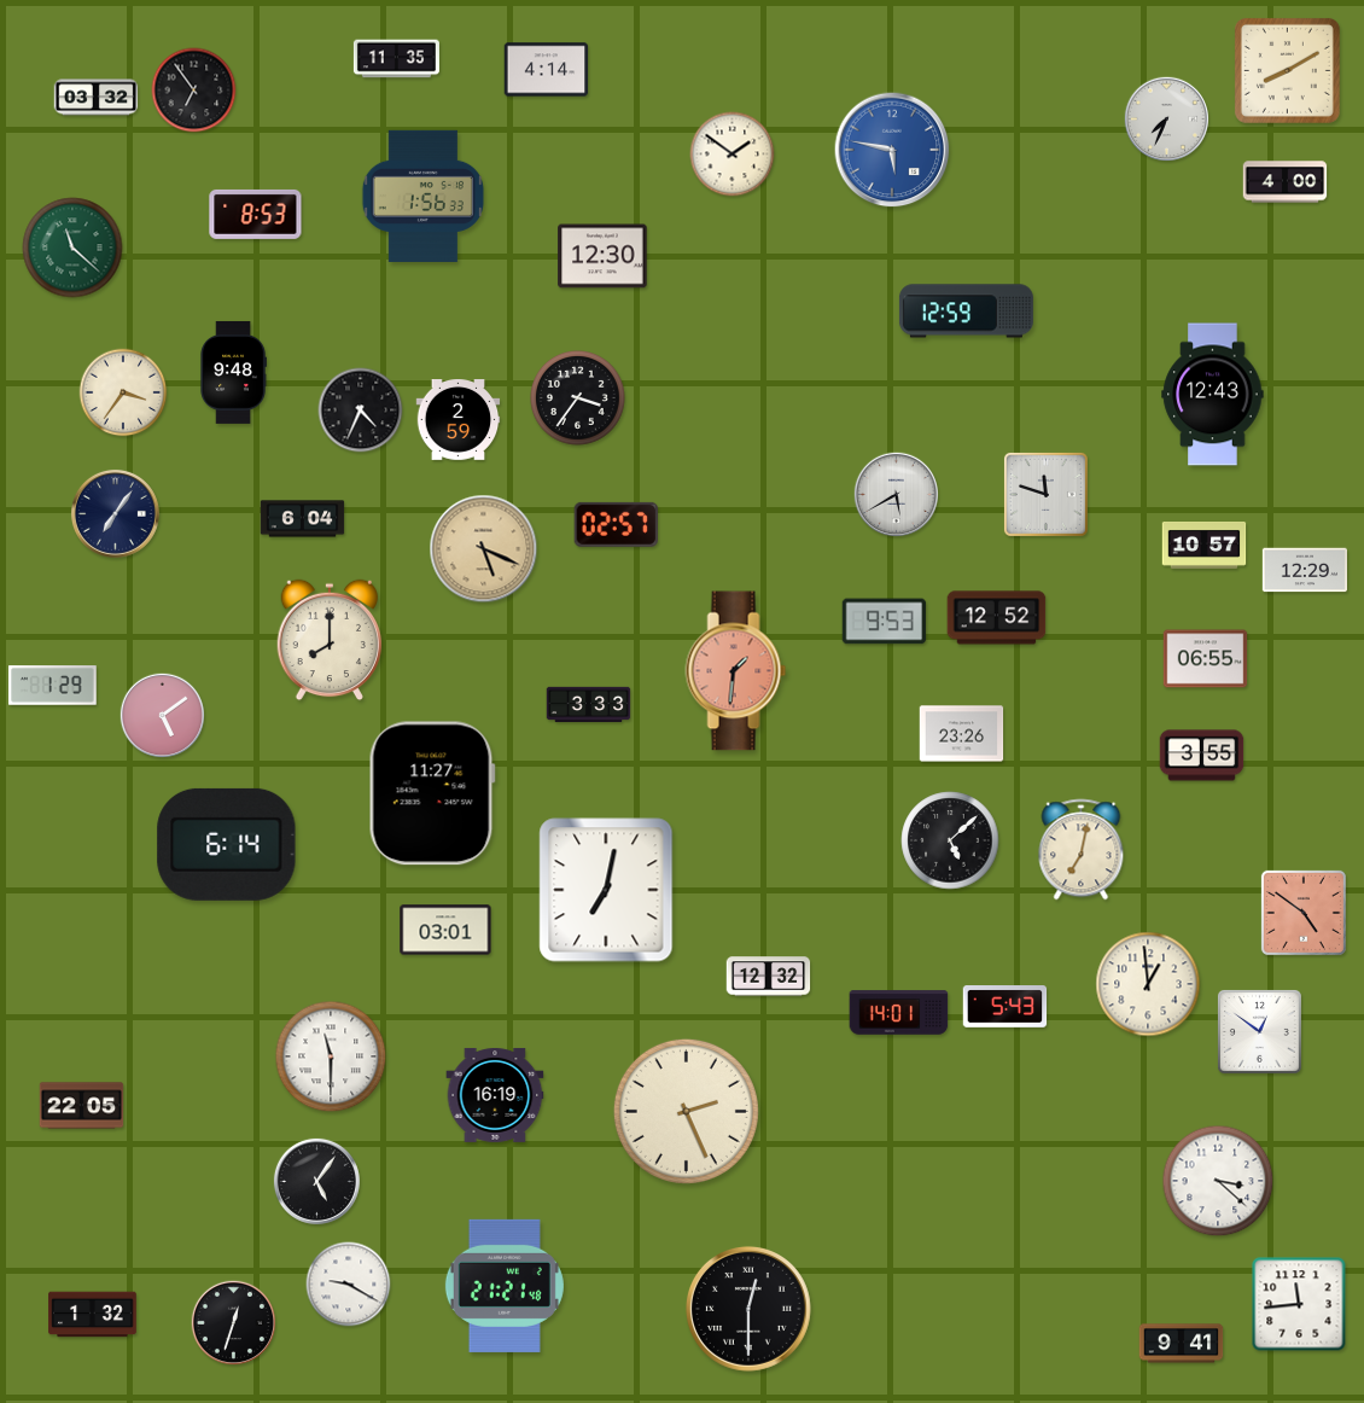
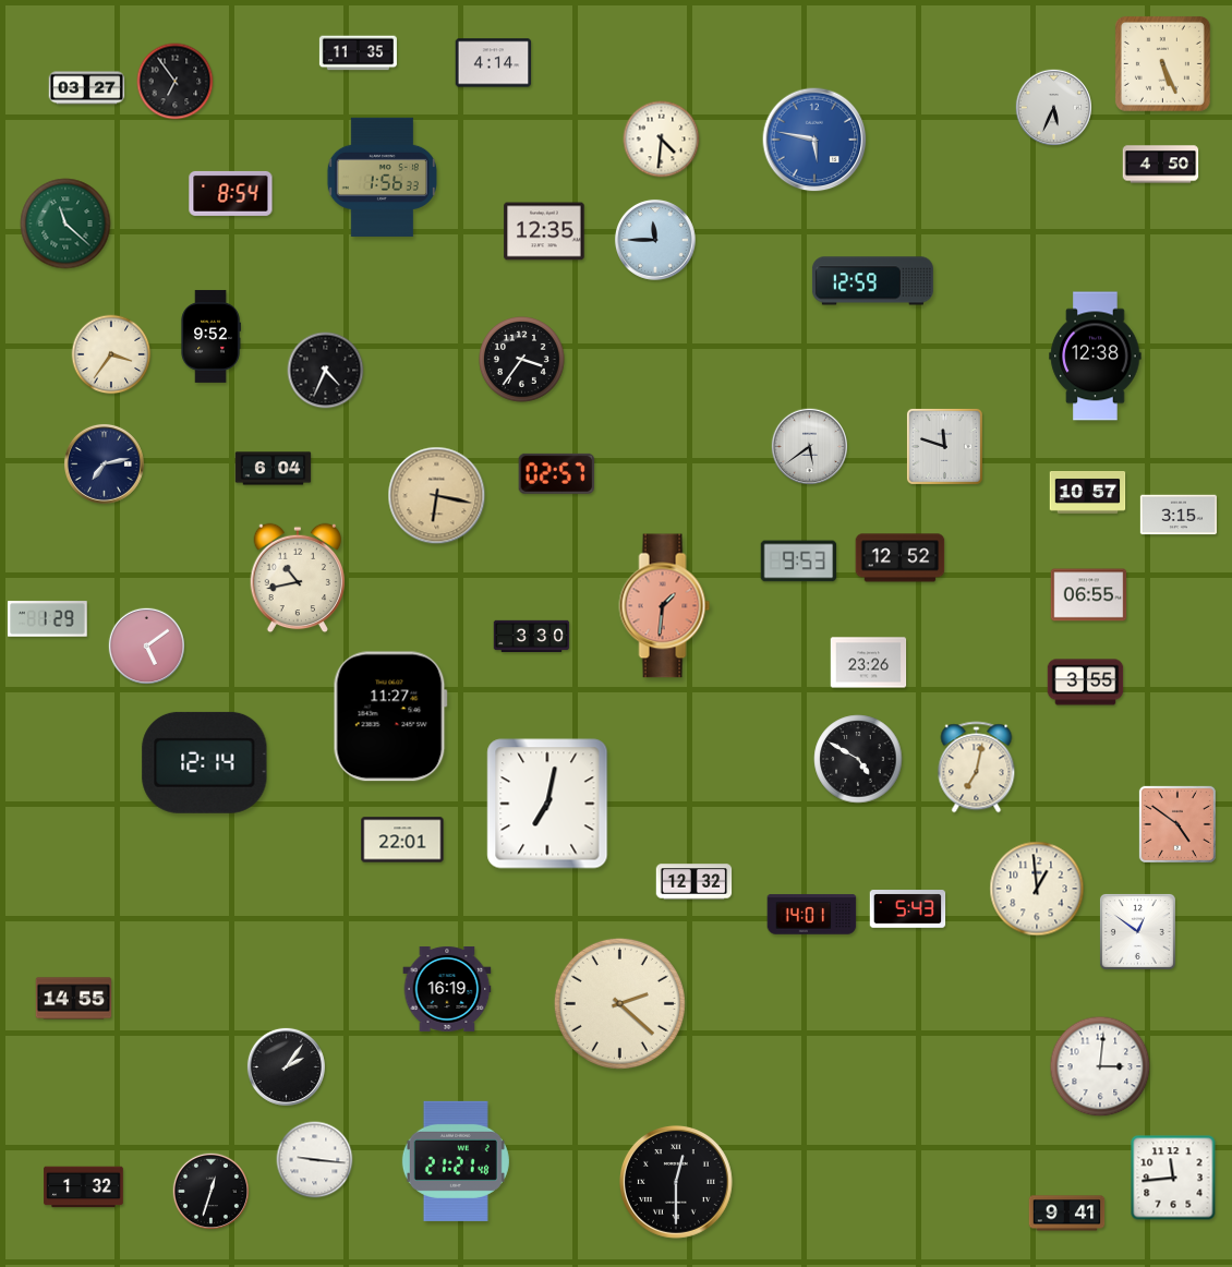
clock at (1287, 70): 8:10 -> 5:26
clock at (97, 98): 03:32 -> 03:27
clock at (1166, 118): 7:34 -> 5:34
clock at (892, 150) position: (892, 150) -> (814, 140)
clock at (733, 155): 1:51 -> 4:31
clock at (1286, 182): 4:00 -> 4:50
clock at (256, 214): 8:53 -> 8:54
clock at (602, 256): 12:30 -> 12:35
clock at (655, 240): none -> 11:45
clock at (233, 372): 9:48 -> 9:52
clock at (1213, 395): 12:43 -> 12:38
clock at (459, 420): 2:59 -> none
clock at (896, 494): 5:40 -> 5:39
clock at (115, 513): 7:06 -> 7:13
clock at (484, 549): 5:19 -> 6:17
clock at (1304, 570): 12:29 -> 3:15
clock at (330, 640): 8:00 -> 10:43
clock at (589, 705): 3:33 -> 3:30
clock at (950, 840): 5:08 -> 4:50
clock at (227, 844): 6:14 -> 12:14
clock at (445, 930): 03:01 -> 22:01
clock at (331, 1056): 11:30 -> none
clock at (82, 1106): 22:05 -> 14:55
clock at (686, 1111): 2:26 -> 2:22
clock at (316, 1181): 5:06 -> 2:06
clock at (1218, 1181): 3:22 -> 3:01
clock at (349, 1285): 9:20 -> 9:16
clock at (233, 1322) position: (233, 1322) -> (210, 1191)
